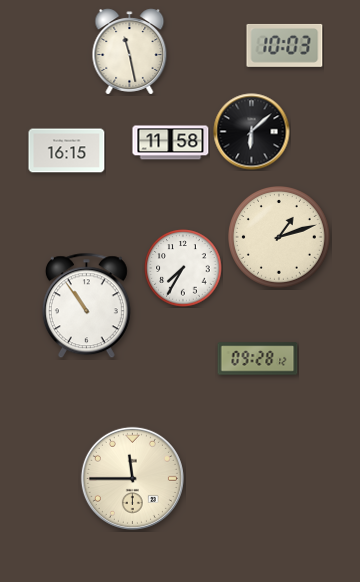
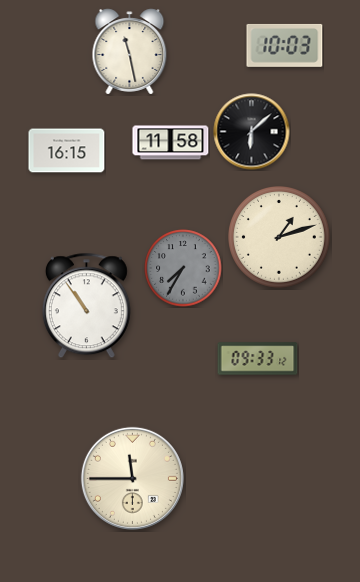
clock at (183, 268) dial: white -> grey
clock at (258, 359): 09:28 -> 09:33
